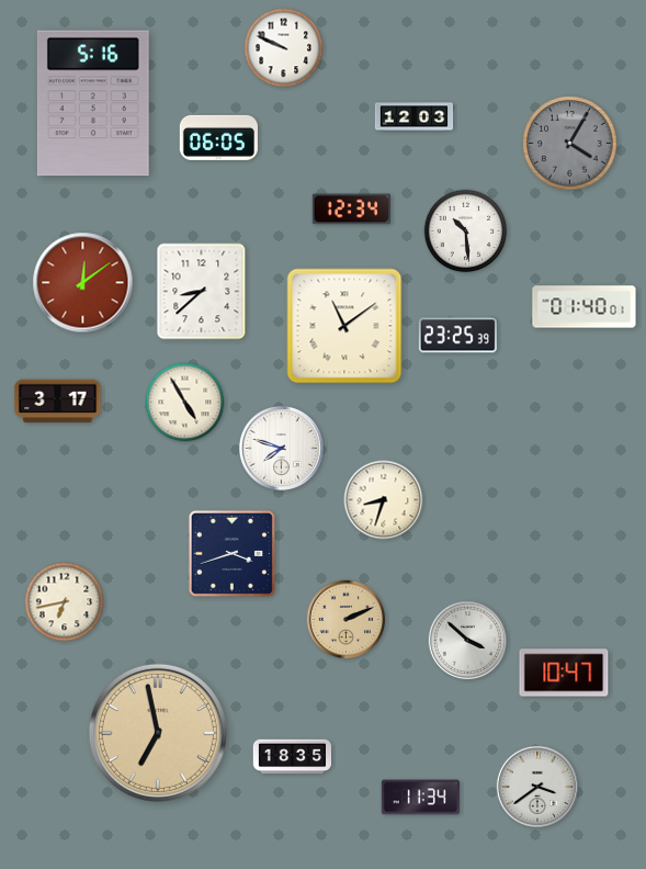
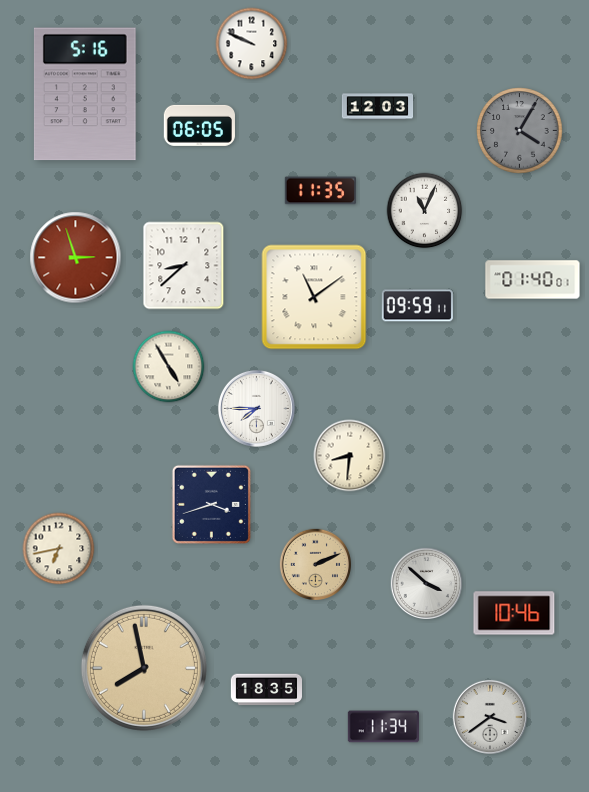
clock at (284, 48) position: (284, 48) -> (252, 44)
clock at (351, 210): 12:34 -> 11:35
clock at (466, 232): 10:29 -> 11:04
clock at (83, 283): 12:09 -> 2:57
clock at (457, 336): 23:25 -> 09:59
clock at (58, 402): 3:17 -> none
clock at (281, 448): 7:48 -> 7:45
clock at (384, 500): 8:33 -> 8:31
clock at (564, 673): 10:47 -> 10:46
clock at (158, 733): 6:58 -> 7:58
